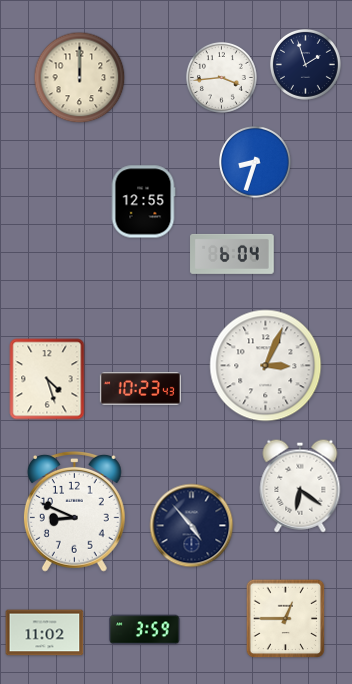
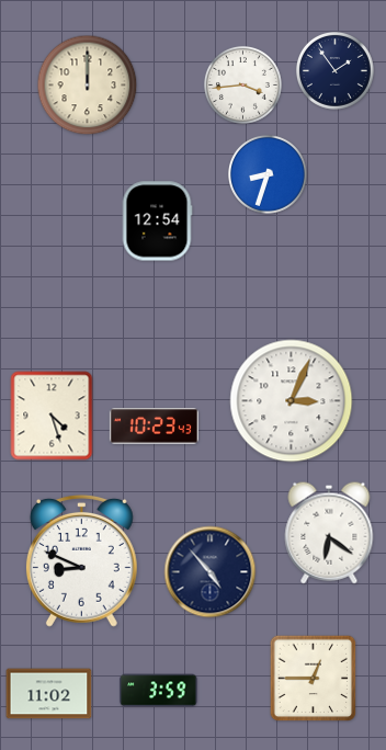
clock at (305, 64): 1:57 -> 1:54
clock at (256, 163) position: (256, 163) -> (269, 175)
clock at (143, 202): 12:55 -> 12:54
clock at (232, 254): 6:04 -> none
clock at (192, 526) position: (192, 526) -> (211, 572)
